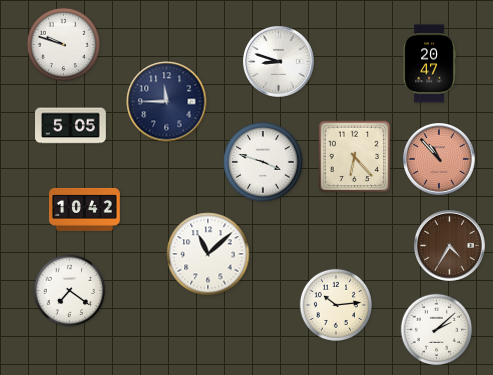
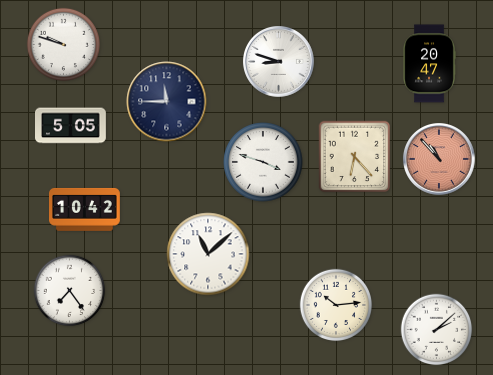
clock at (450, 246): 4:35 -> none
clock at (70, 291): 7:21 -> 7:24
